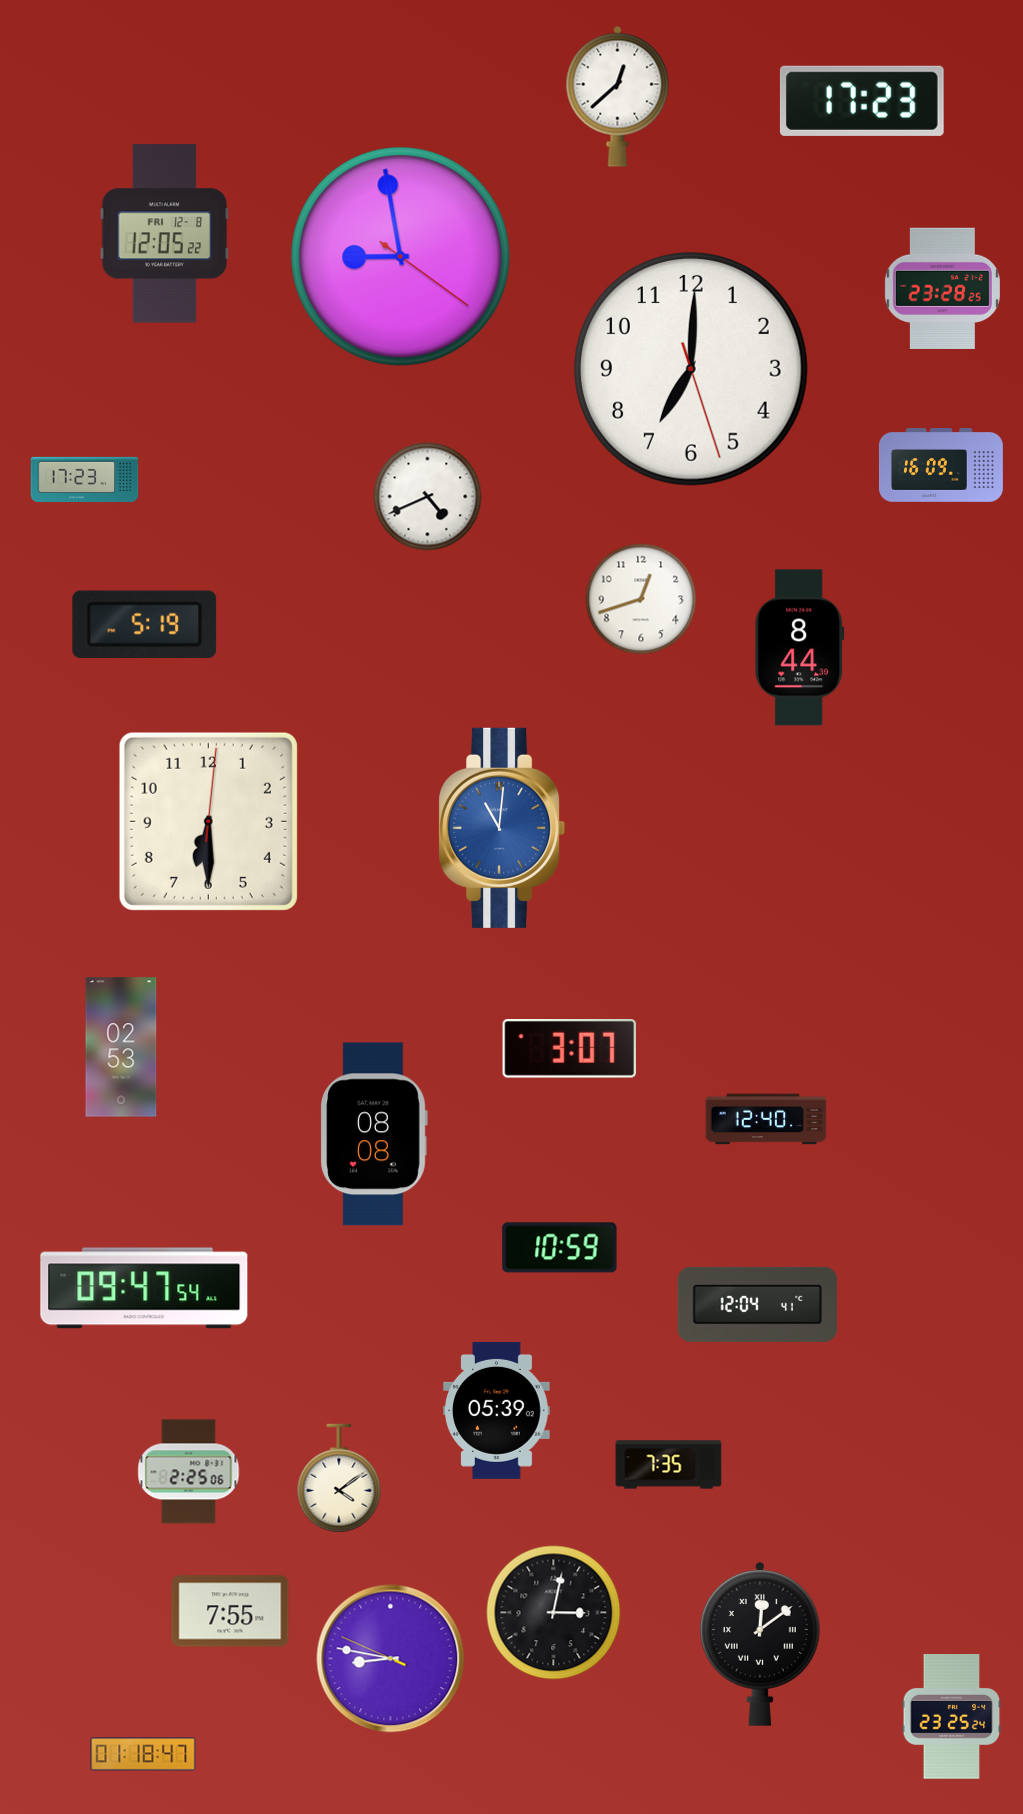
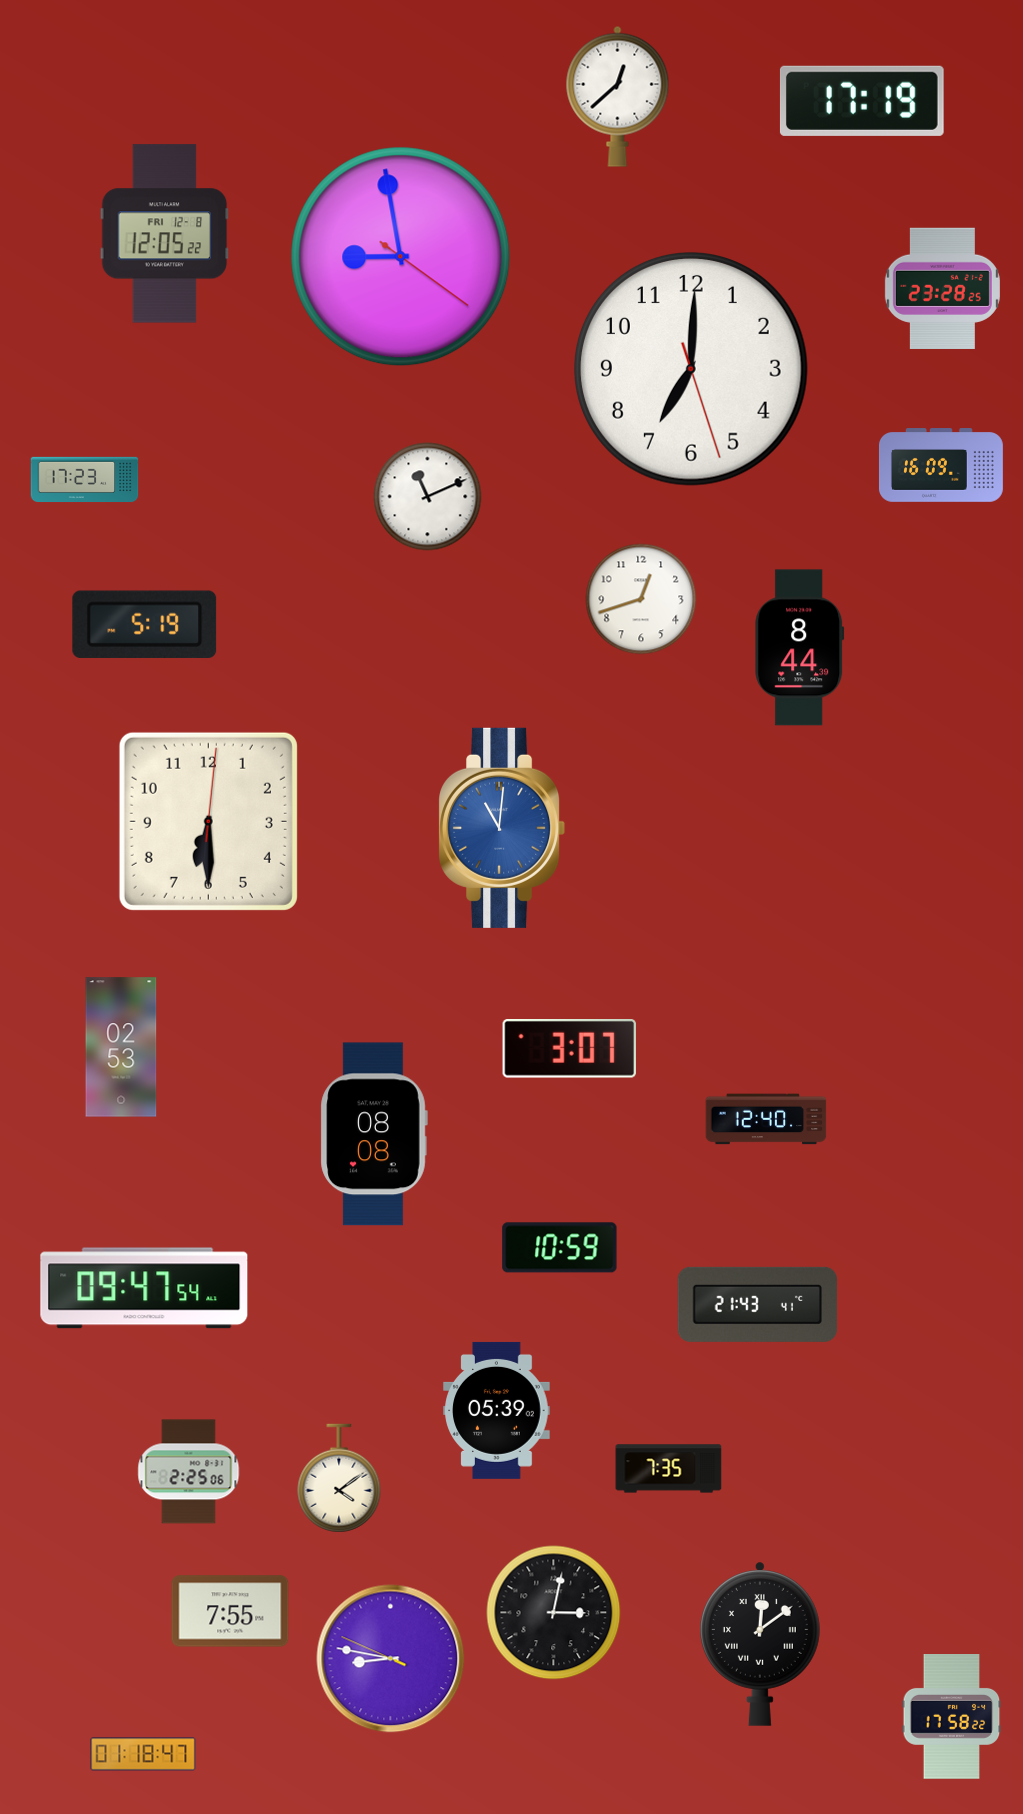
clock at (862, 101): 17:23 -> 17:19
clock at (428, 497): 4:41 -> 11:11
clock at (758, 1304): 12:04 -> 21:43
clock at (669, 1465) position: (669, 1465) -> (669, 1469)
clock at (952, 1717): 23:25 -> 17:58
